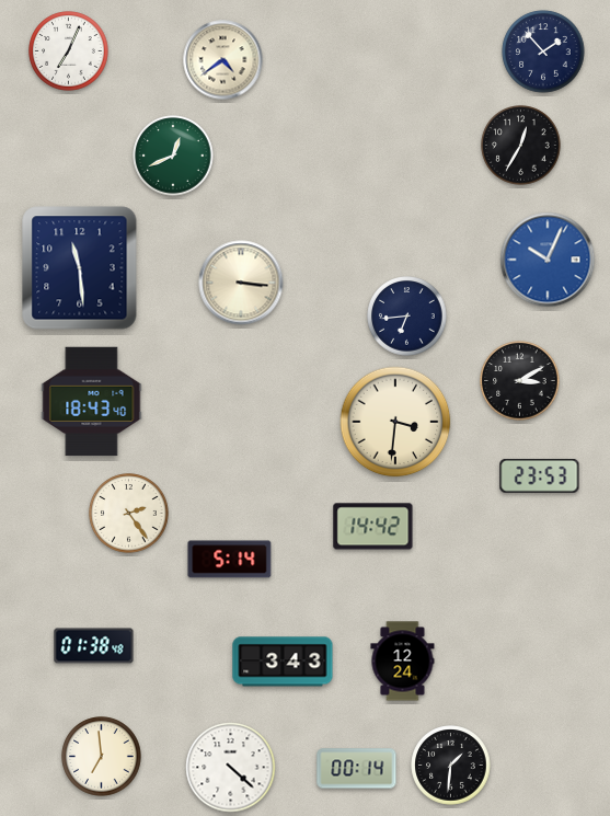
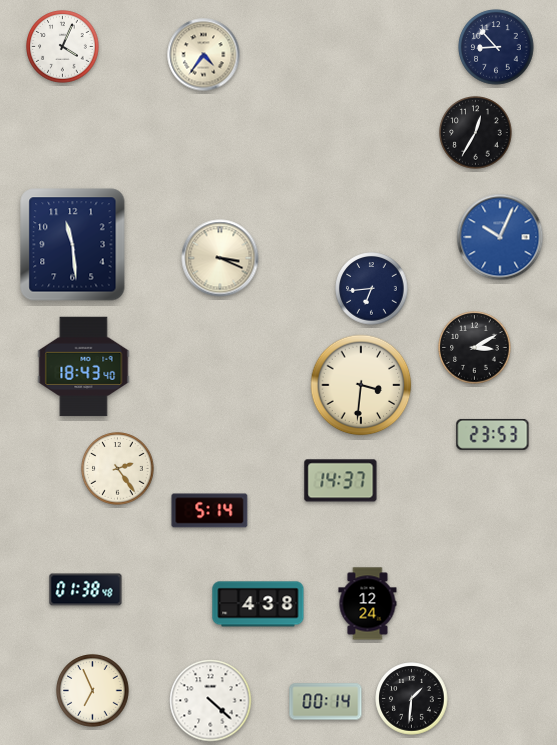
clock at (69, 51): 7:04 -> 4:04
clock at (543, 51): 1:53 -> 8:53
clock at (223, 60): 4:39 -> 4:36
clock at (173, 156): 12:41 -> none
clock at (241, 283): 3:16 -> 3:19
clock at (373, 527): 14:42 -> 14:37
clock at (283, 662): 3:43 -> 4:38
clock at (102, 757): 6:59 -> 6:56
